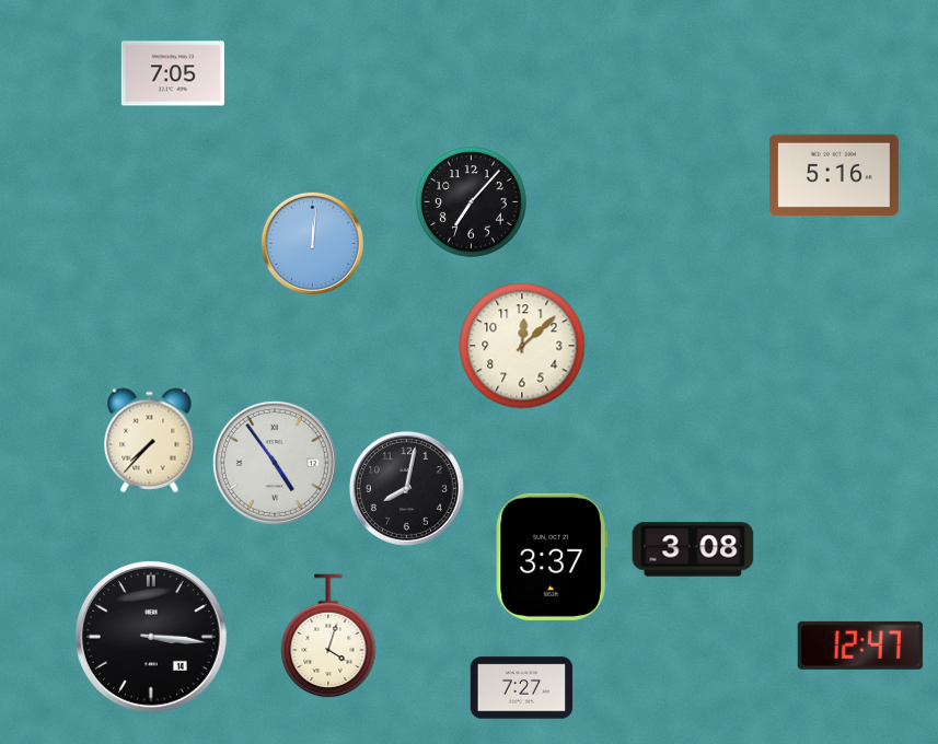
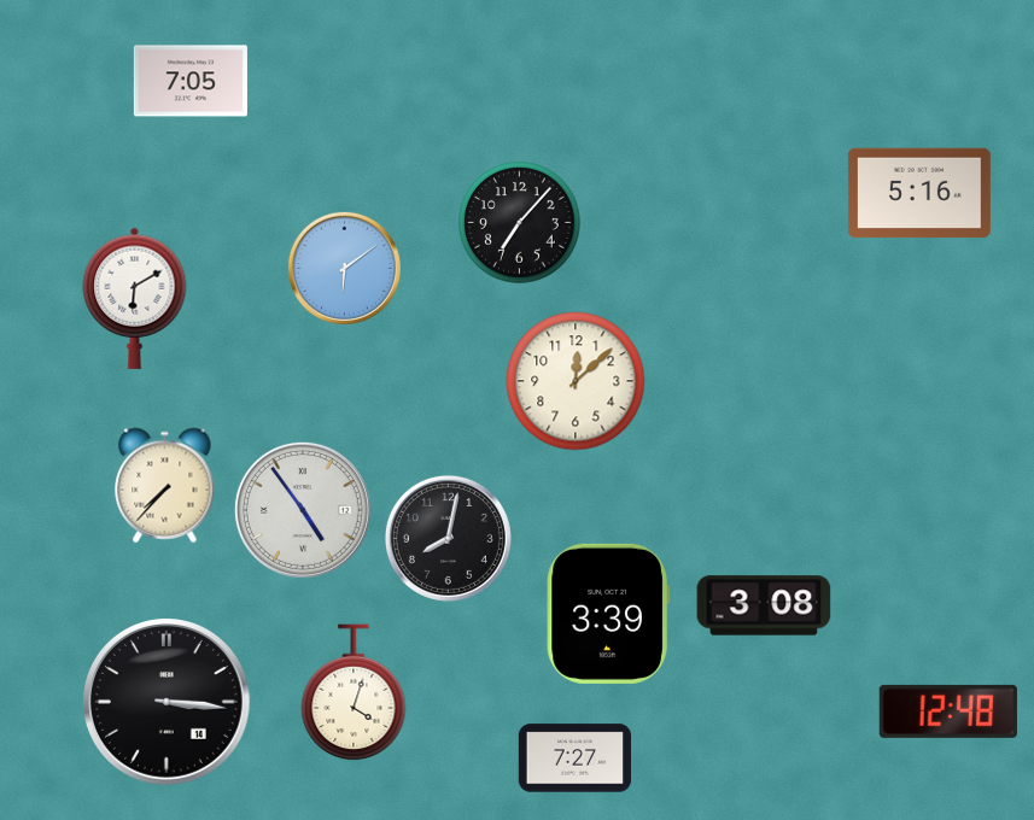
clock at (312, 243): 12:01 -> 6:09
clock at (135, 298): none -> 6:10
clock at (552, 557): 3:37 -> 3:39
clock at (328, 637) position: (328, 637) -> (354, 693)
clock at (860, 646): 12:47 -> 12:48
